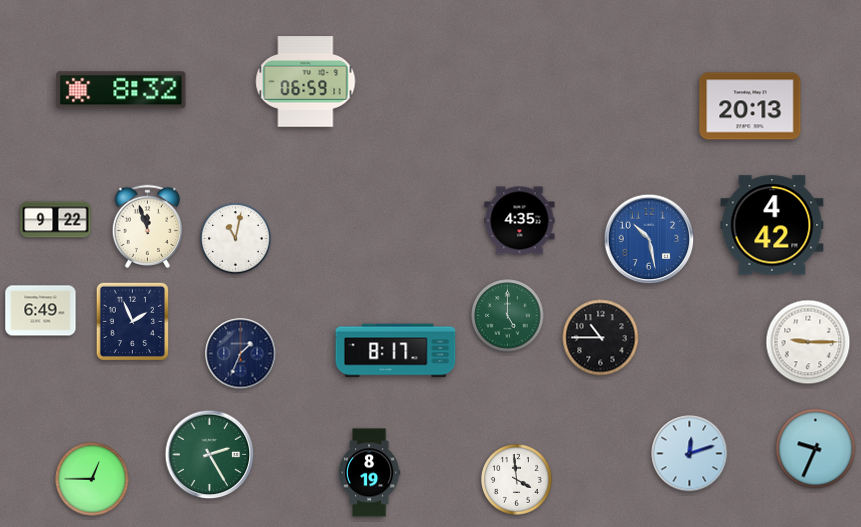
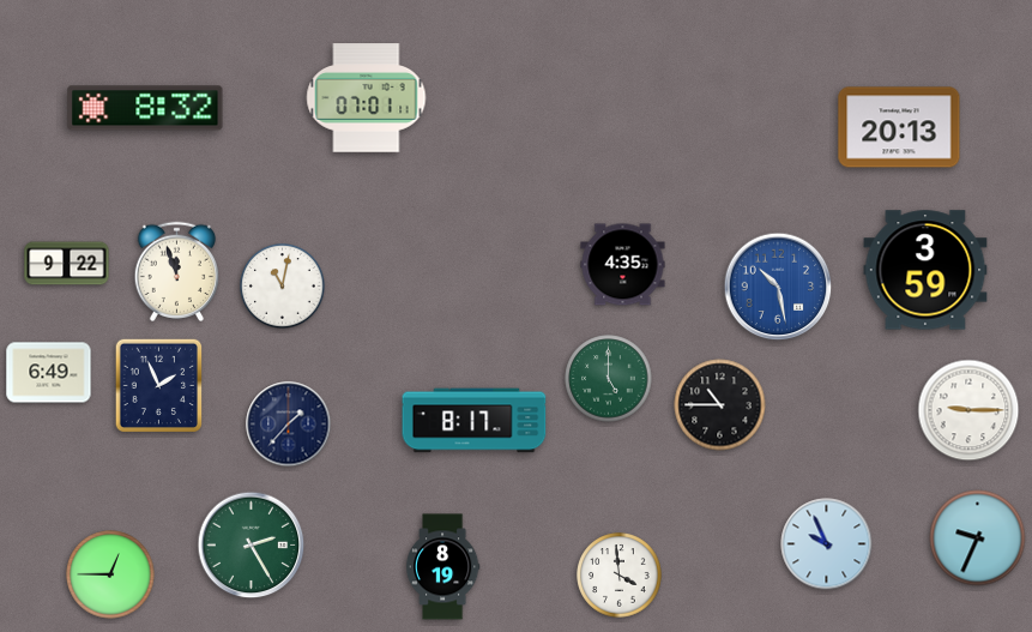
clock at (306, 82): 06:59 -> 07:01
clock at (772, 225): 4:42 -> 3:59
clock at (241, 354): 1:34 -> 1:37
clock at (690, 454): 12:12 -> 9:56
